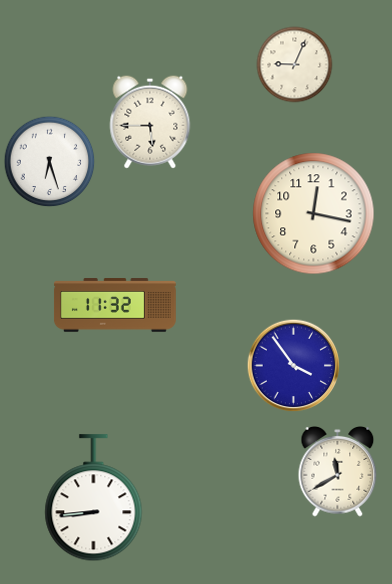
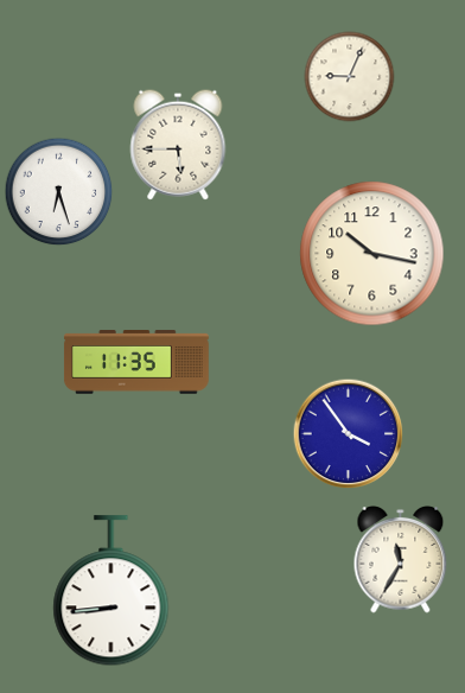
clock at (314, 214): 12:17 -> 10:17
clock at (115, 305): 11:32 -> 11:35
clock at (338, 472): 11:40 -> 11:35
